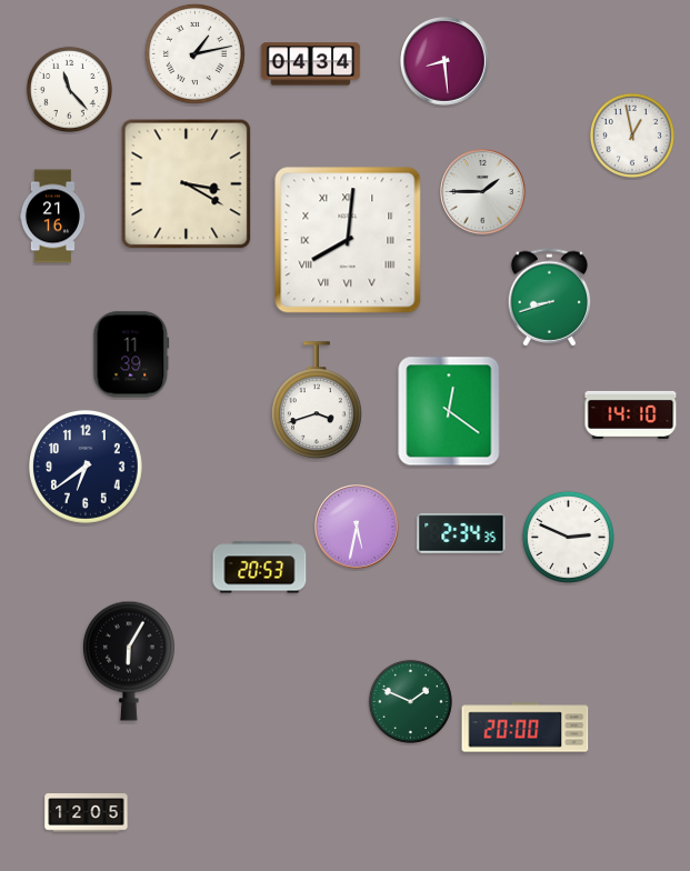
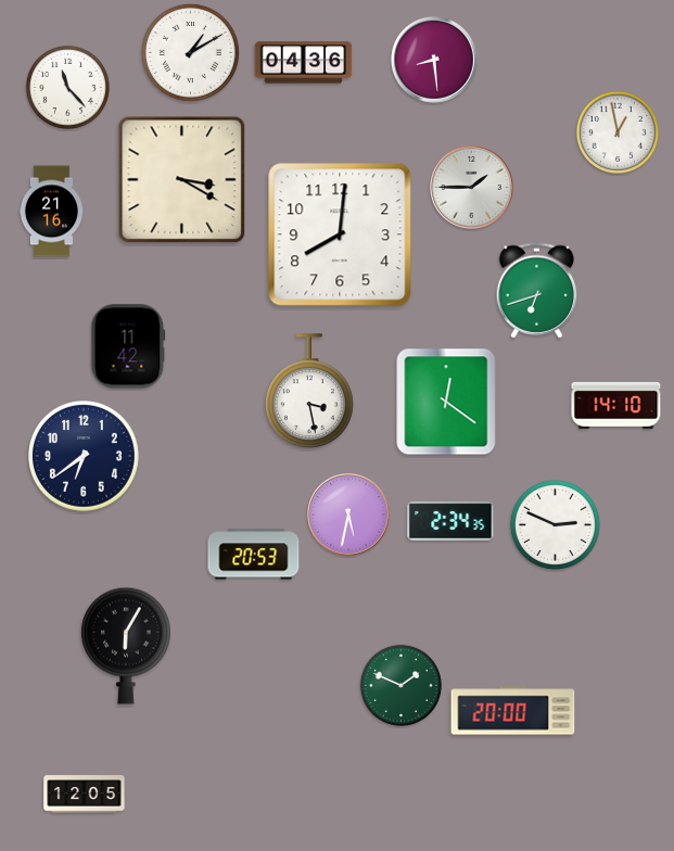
clock at (194, 53): 1:13 -> 1:10
clock at (311, 64): 04:34 -> 04:36
clock at (348, 240) numerals: Roman -> Arabic
clock at (550, 298): 8:42 -> 6:42
clock at (131, 354): 11:39 -> 11:42
clock at (317, 401): 3:42 -> 3:28
clock at (449, 411) position: (449, 411) -> (446, 402)
